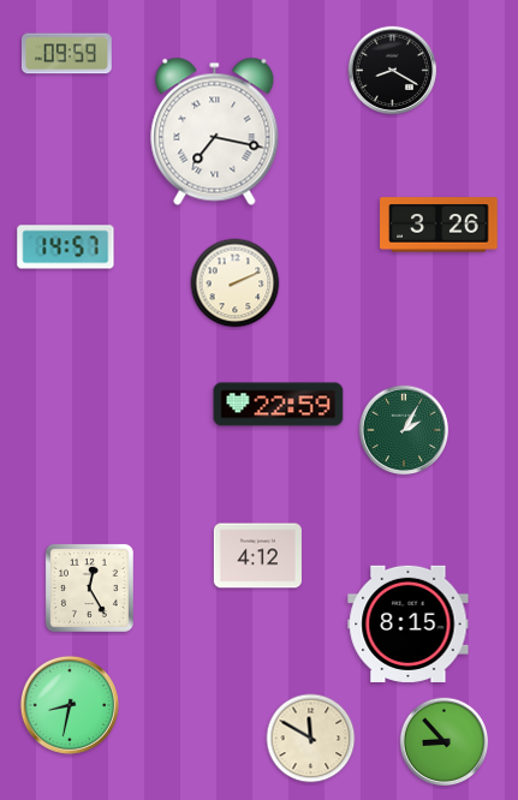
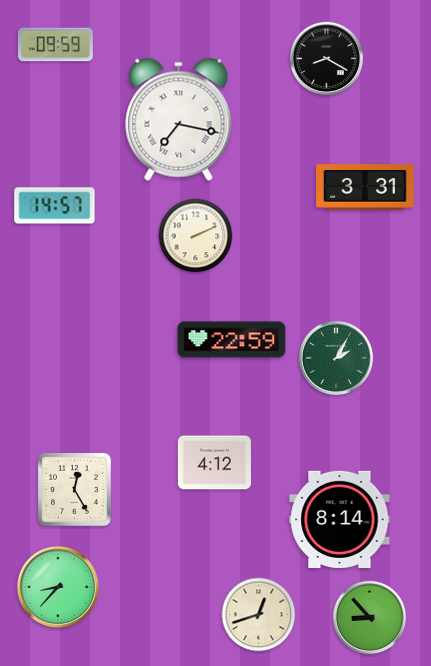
clock at (215, 131) position: (215, 131) -> (179, 119)
clock at (439, 225): 3:26 -> 3:31
clock at (279, 405) position: (279, 405) -> (232, 340)
clock at (409, 623): 8:15 -> 8:14
clock at (69, 704): 8:32 -> 8:37
clock at (311, 739): 11:50 -> 12:42
